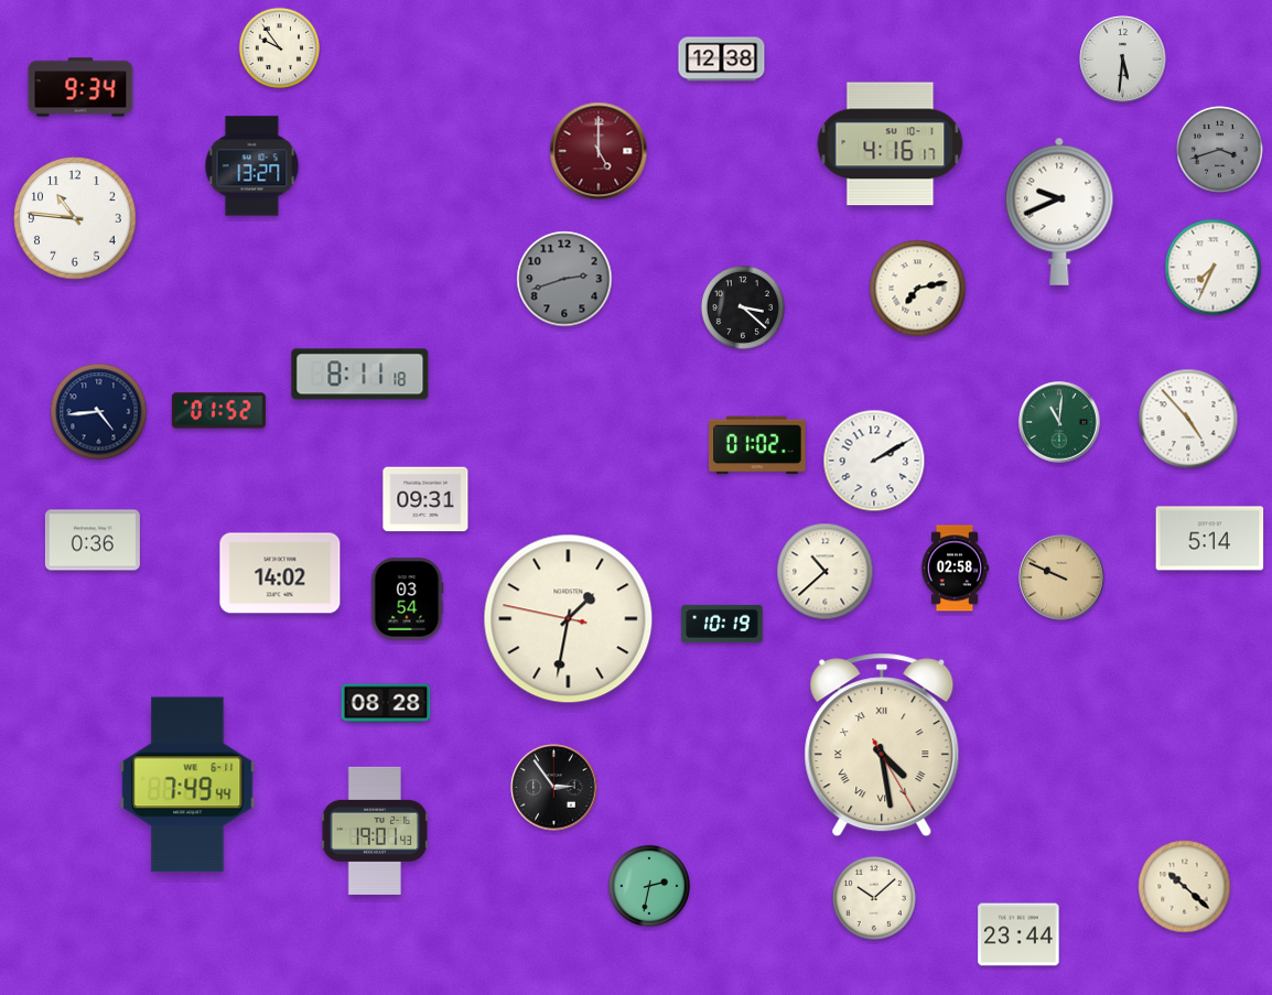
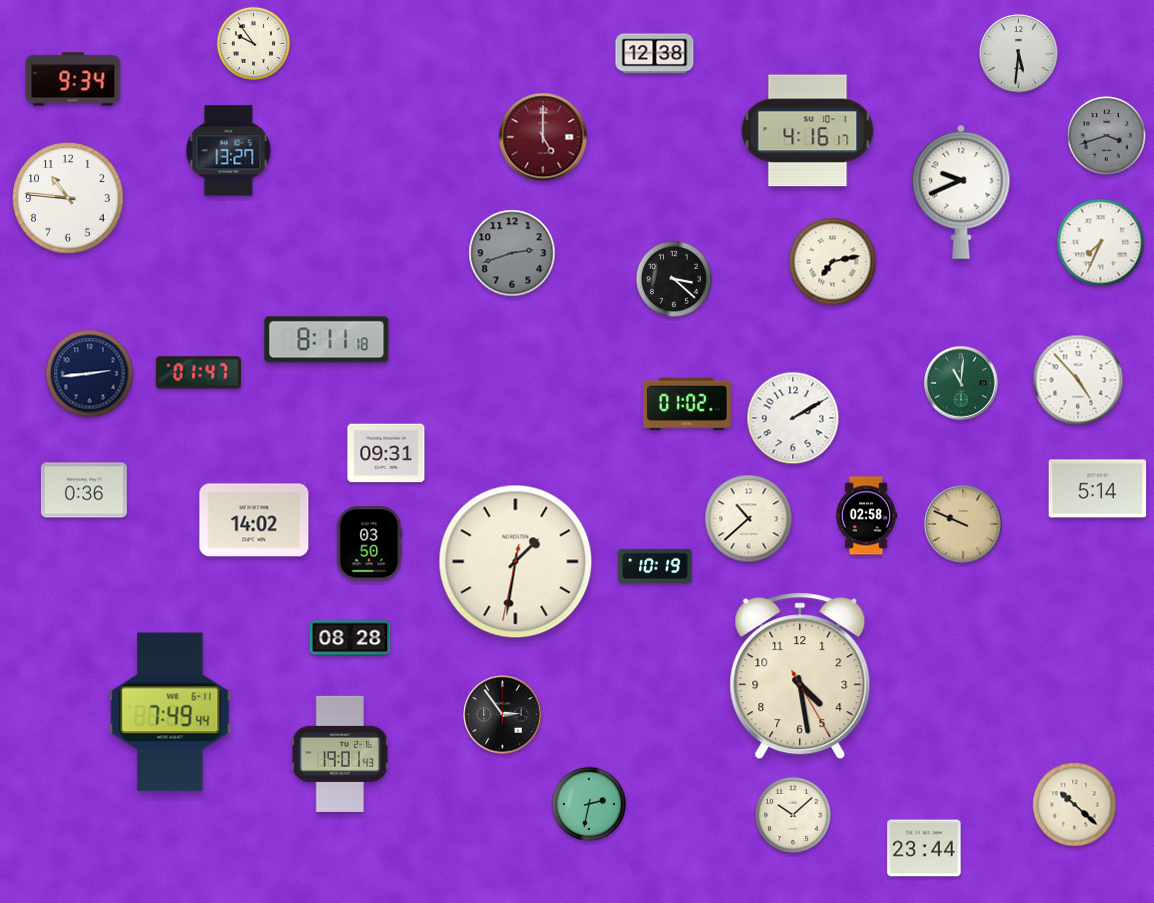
clock at (218, 411): 01:52 -> 01:47
clock at (99, 412): 4:44 -> 2:44
clock at (407, 599): 03:54 -> 03:50
clock at (569, 619): 1:31:47 -> 1:31:32
clock at (882, 745) numerals: Roman -> Arabic
